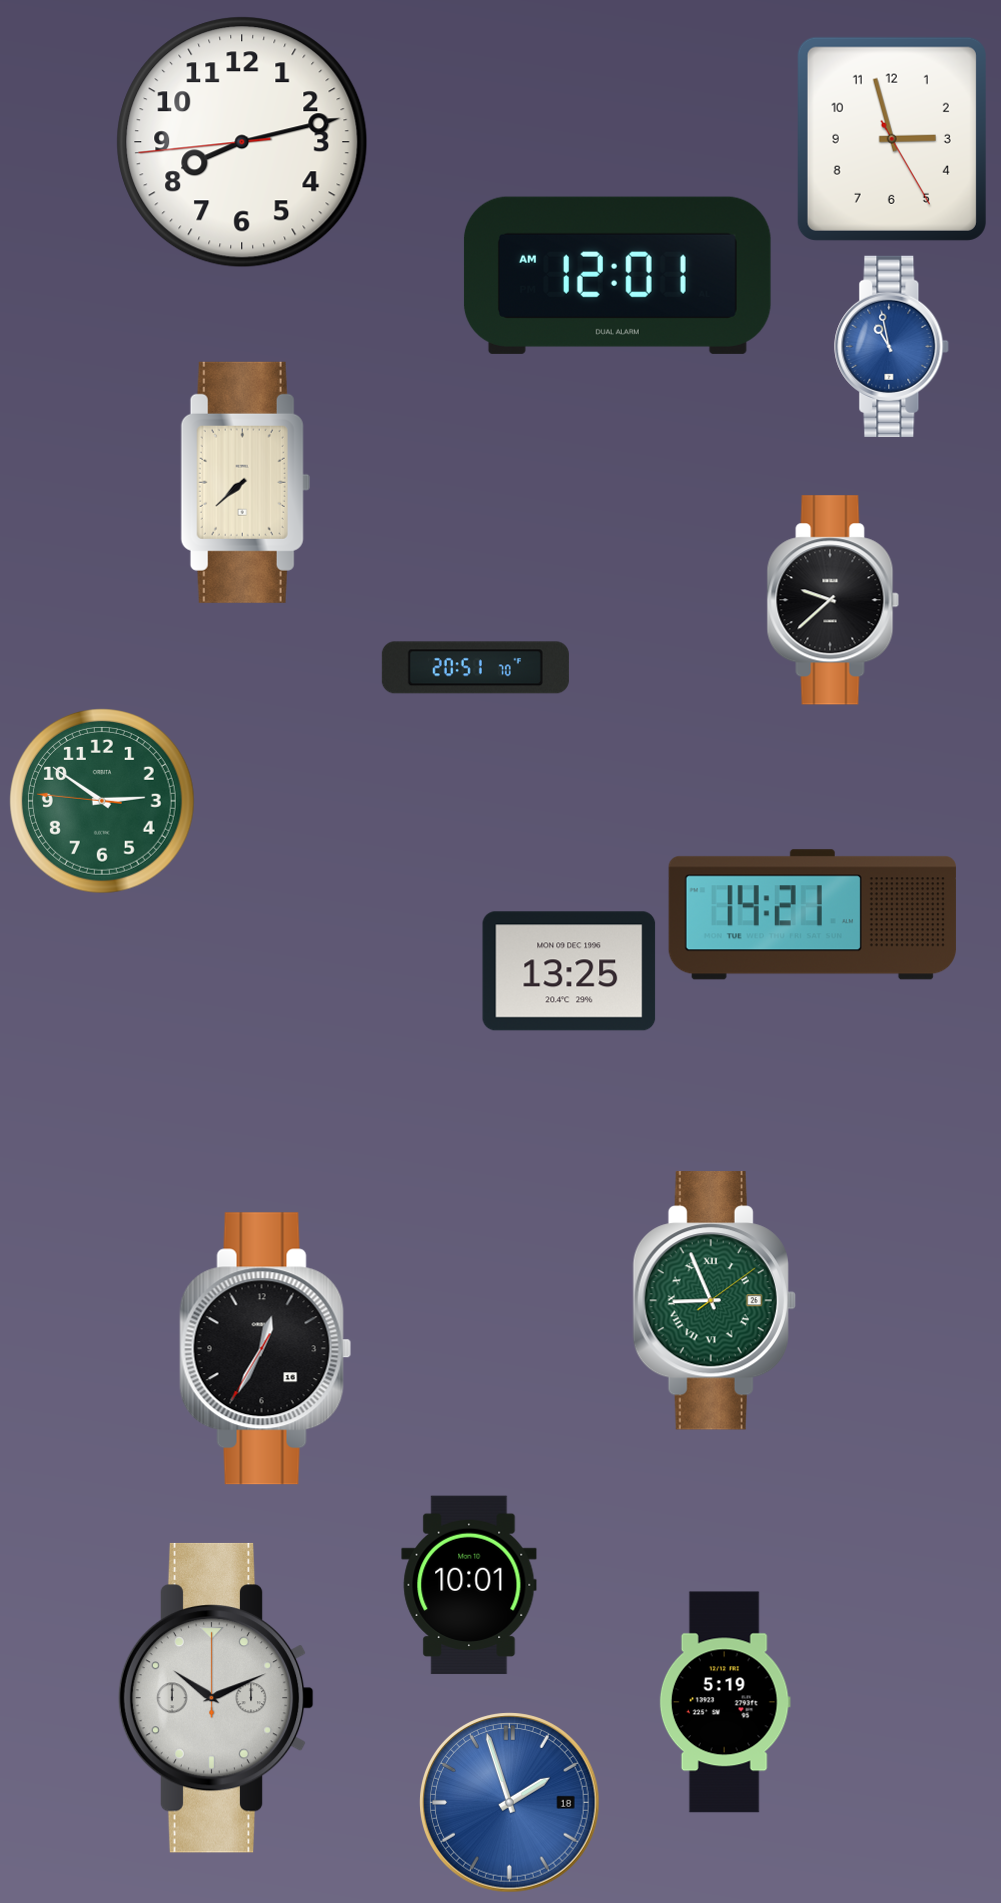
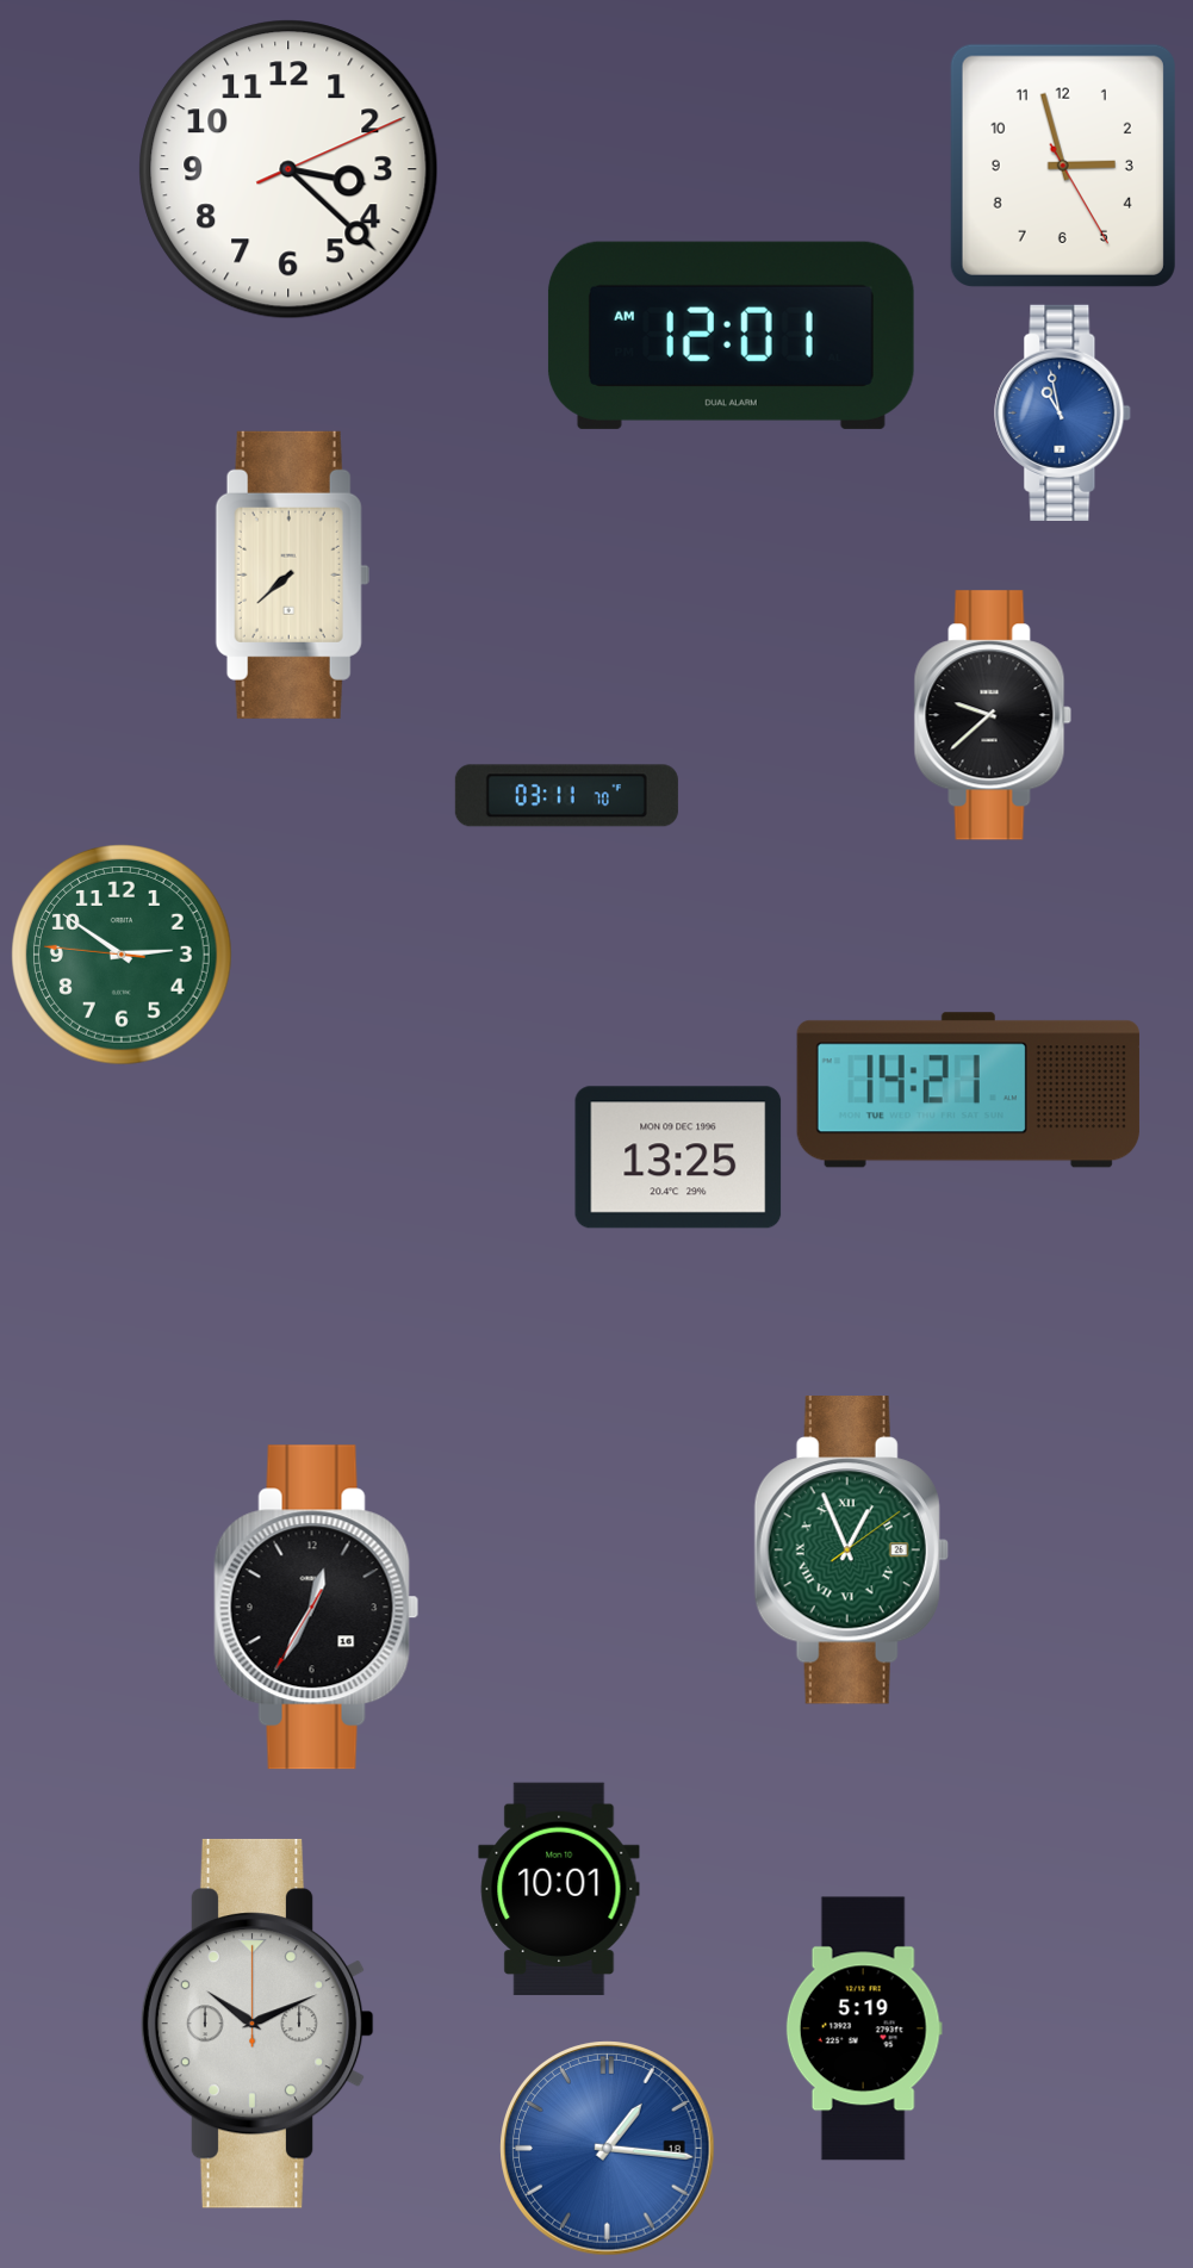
clock at (242, 142): 8:12 -> 3:22
clock at (617, 275) position: (617, 275) -> (731, 335)
clock at (475, 668): 20:51 -> 03:11
clock at (714, 1301): 8:56 -> 12:56
clock at (510, 1803): 1:57 -> 1:16
